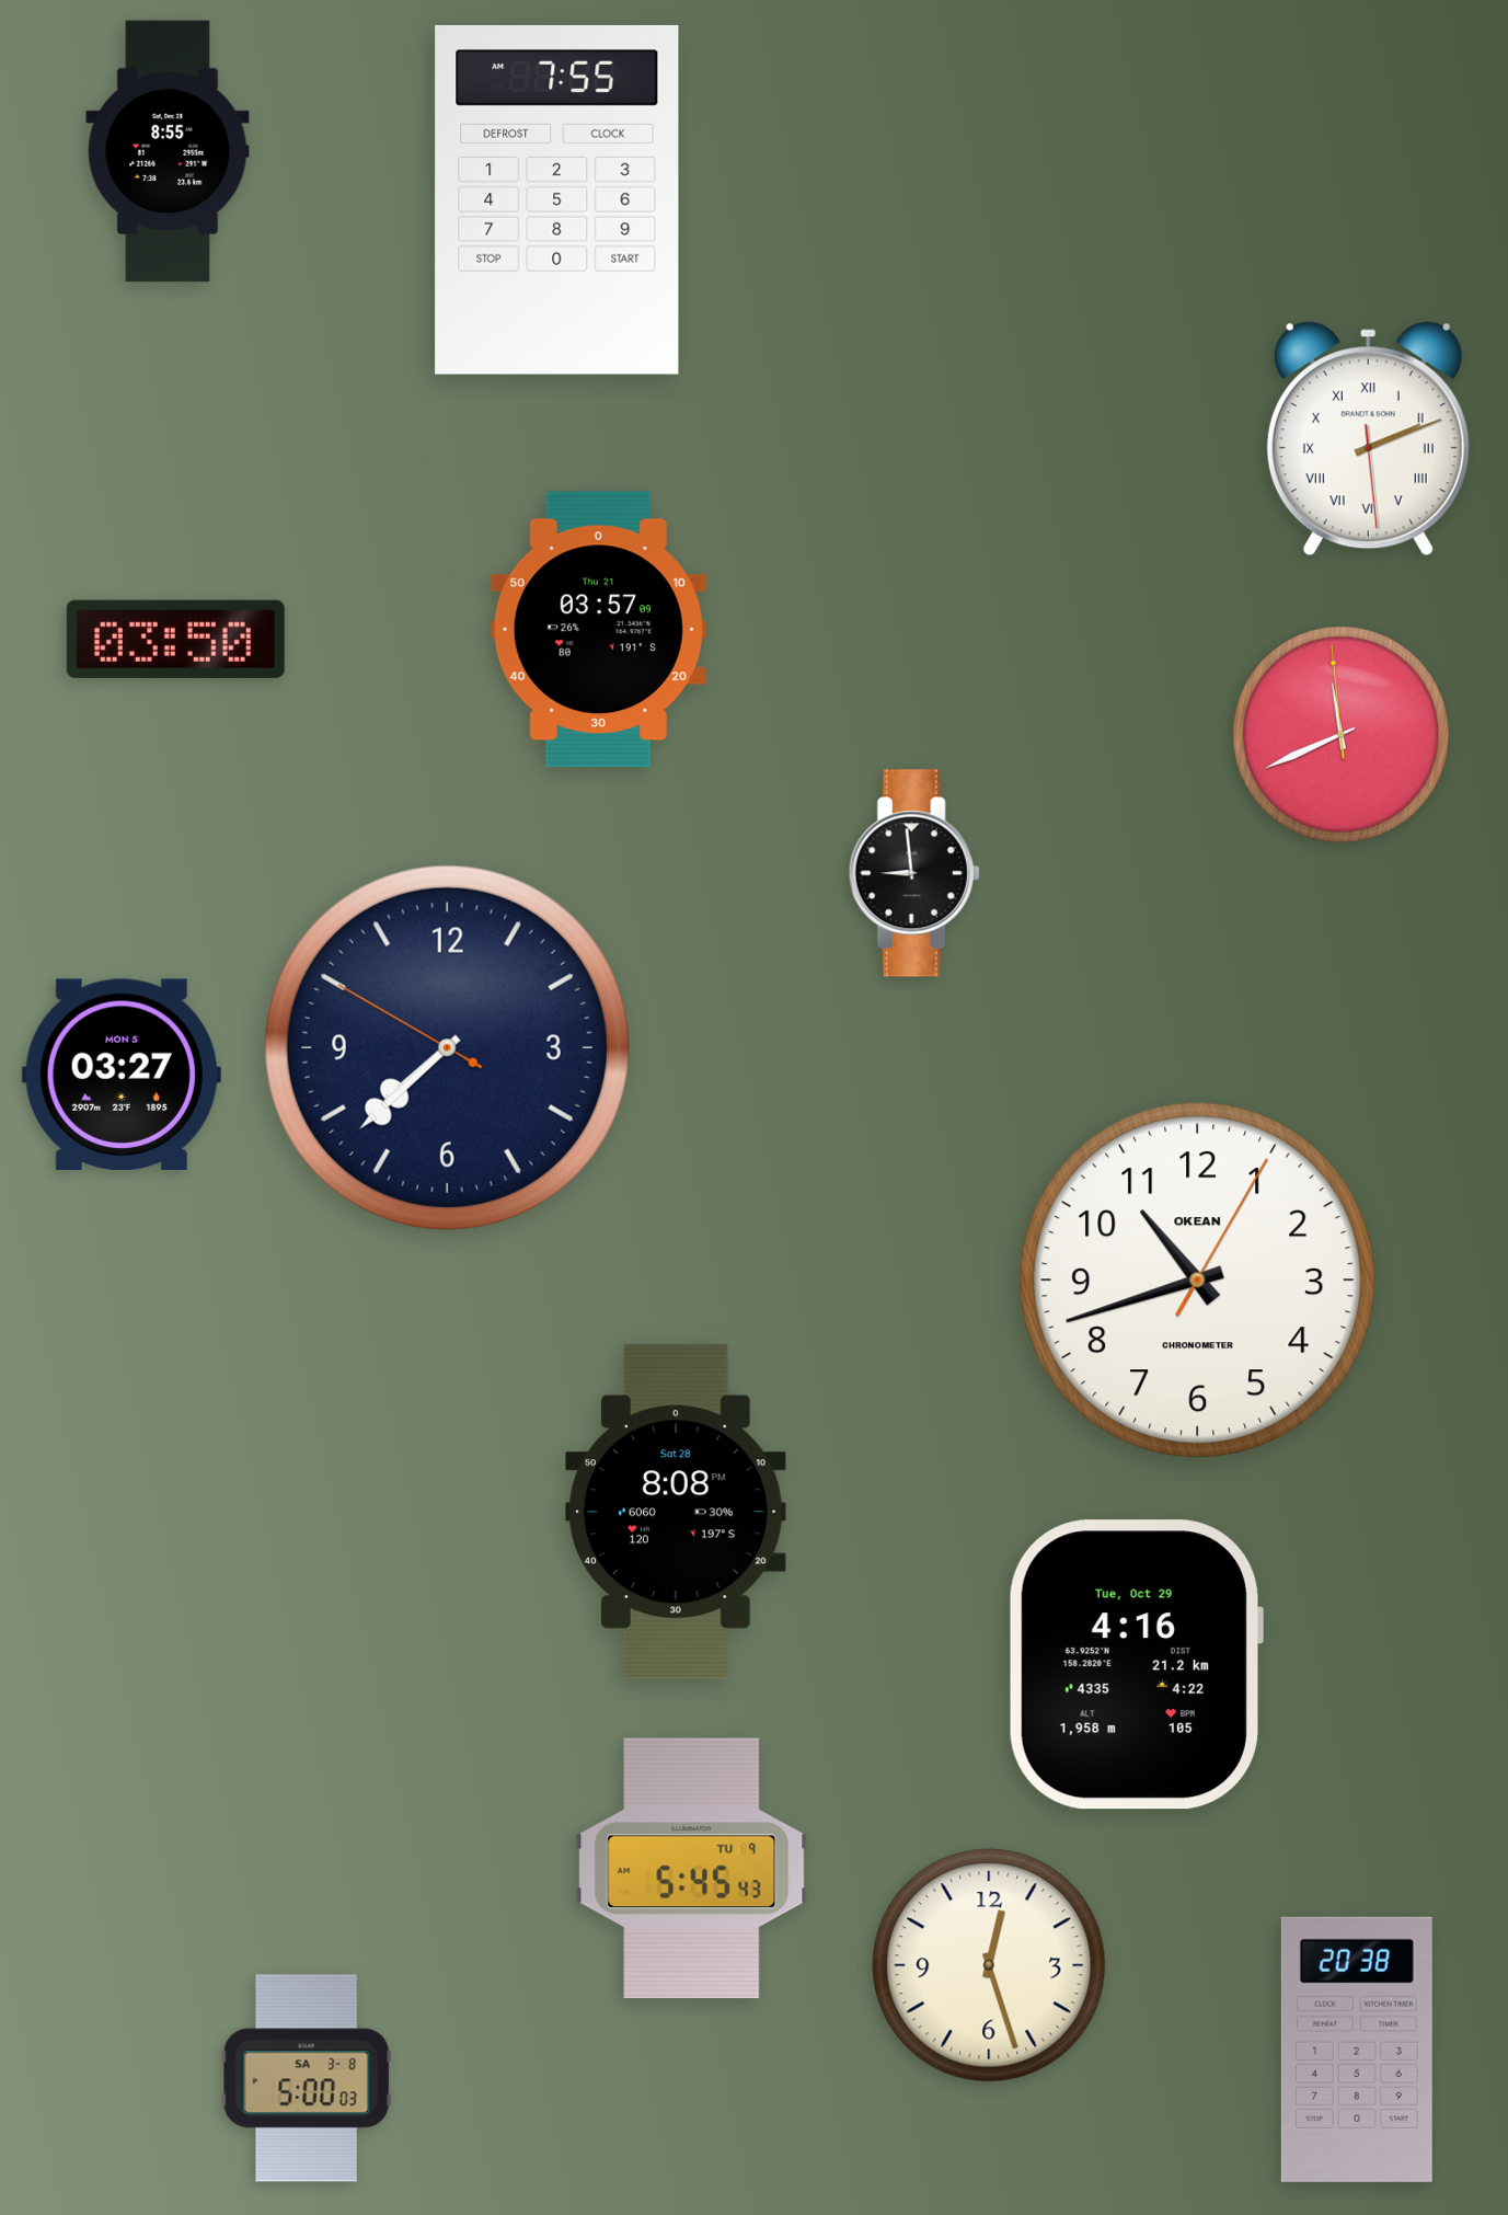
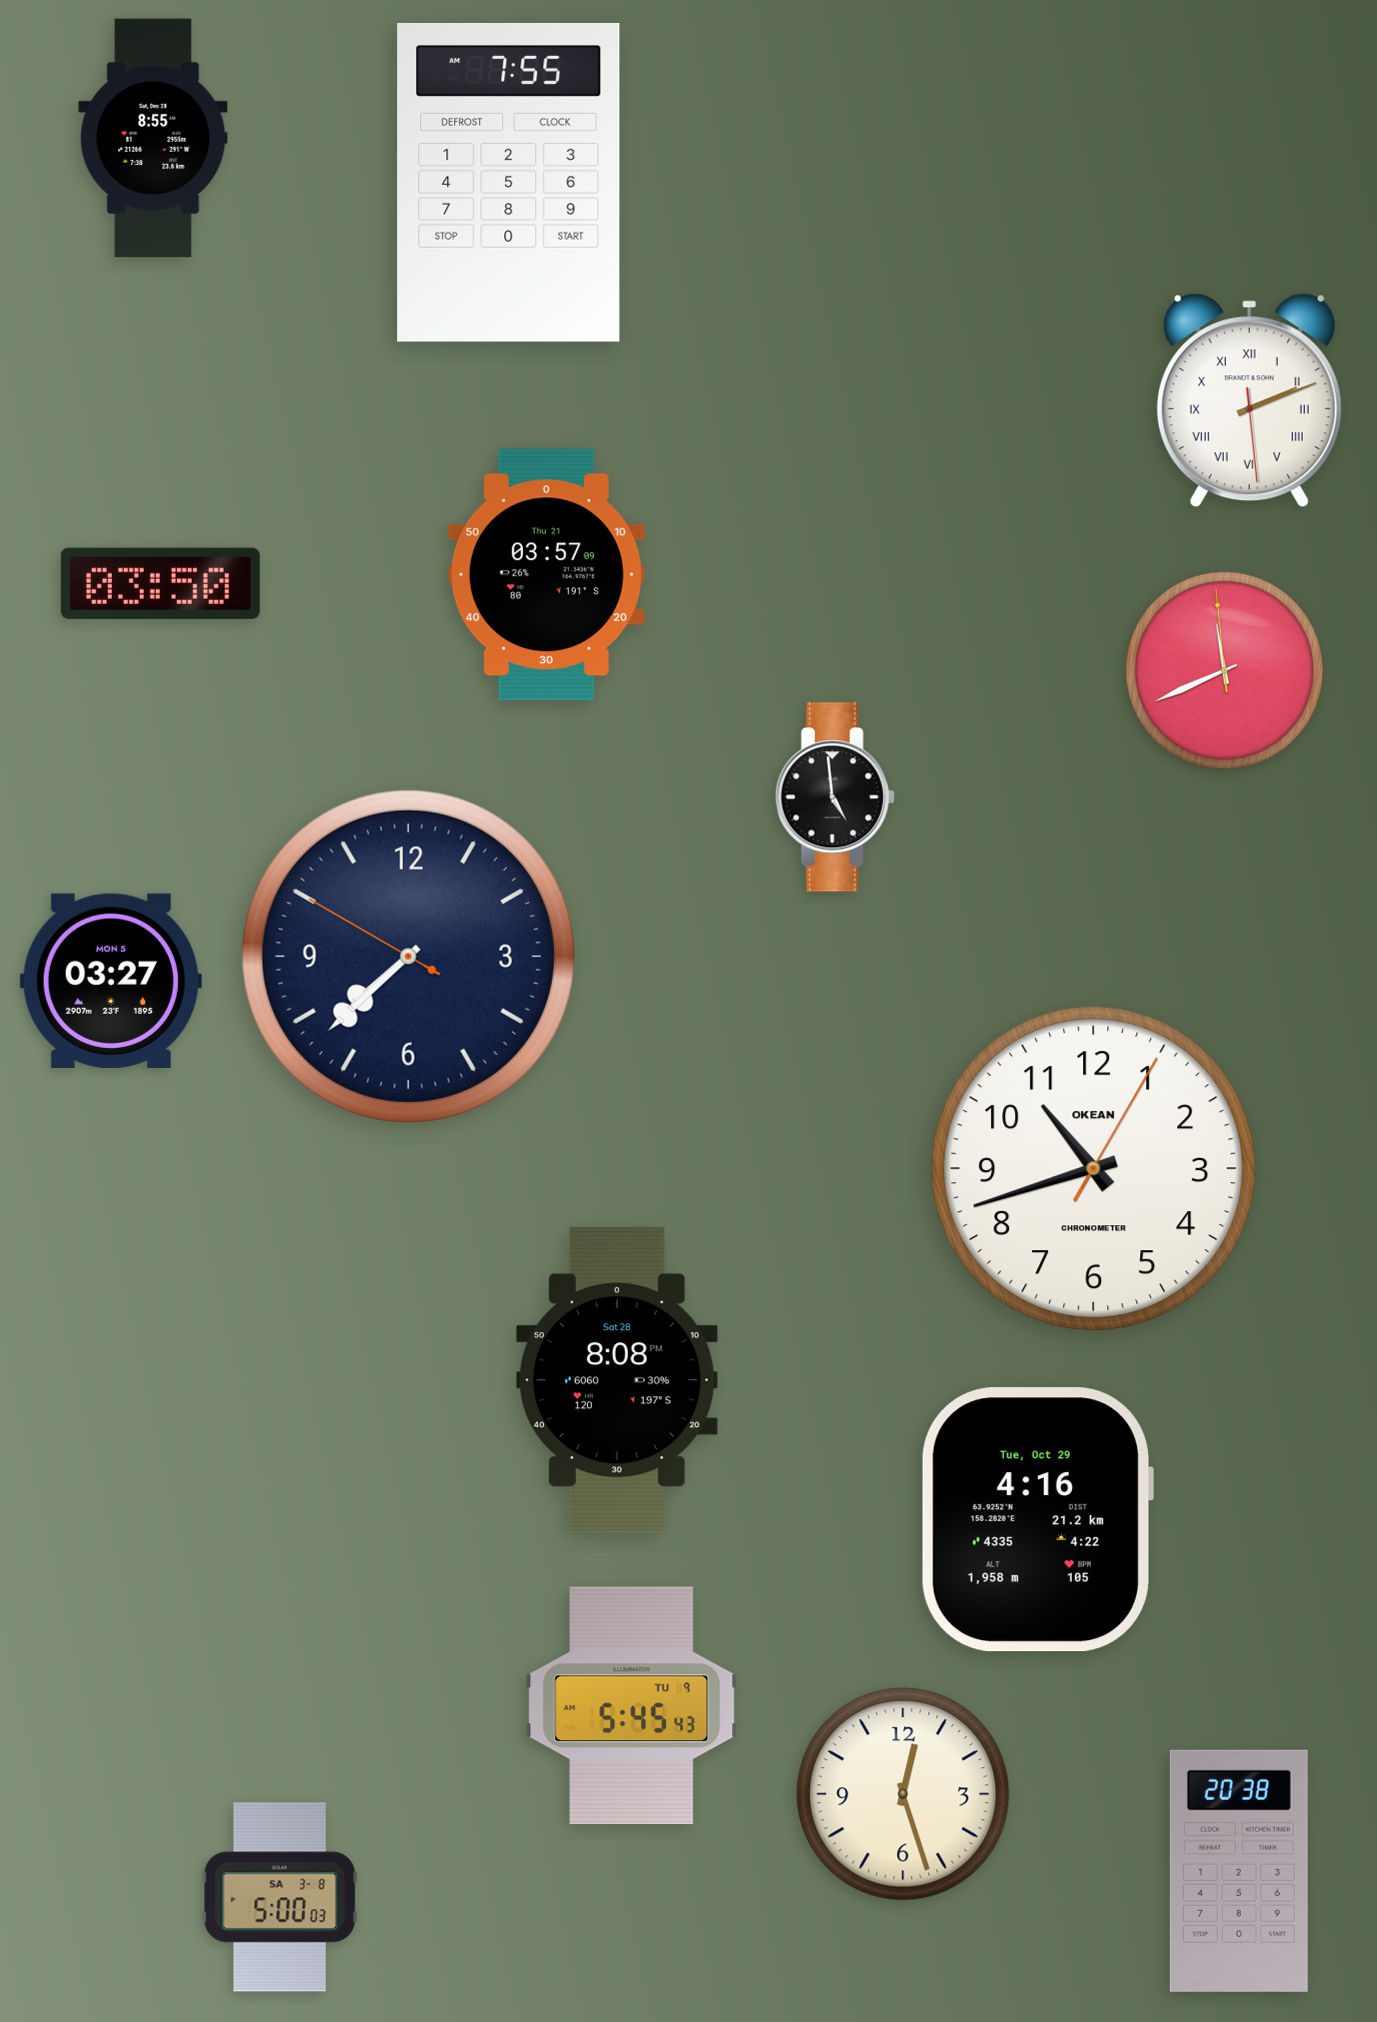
clock at (914, 873): 8:59 -> 4:59
